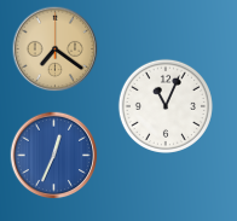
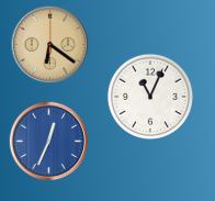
clock at (56, 50): 7:21 -> 6:21
